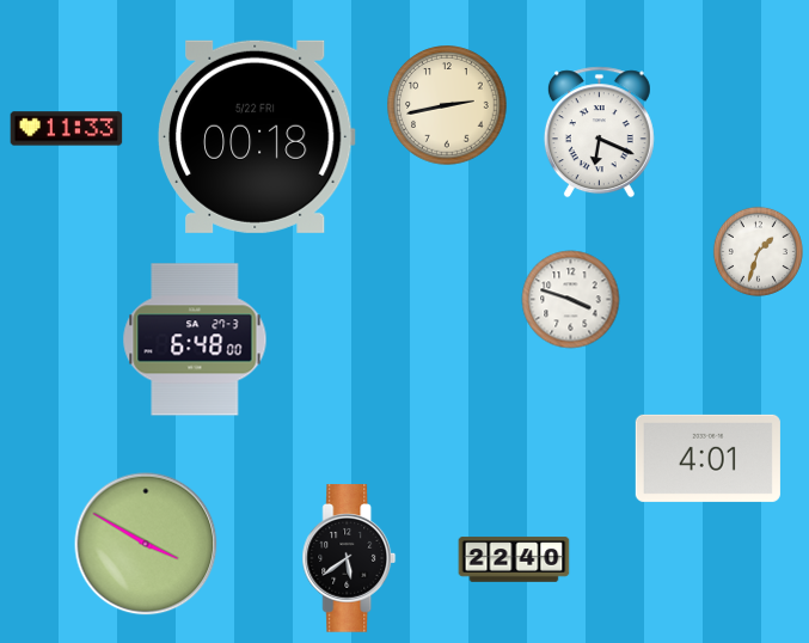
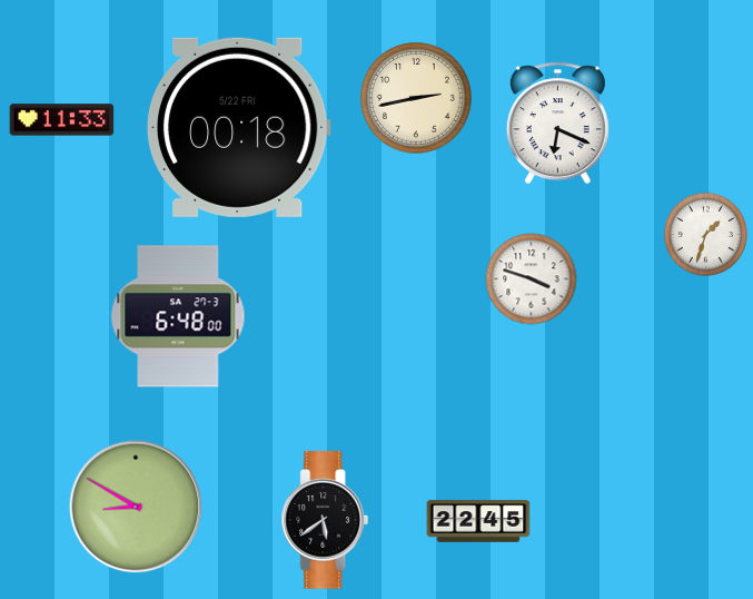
clock at (195, 339) position: (195, 339) -> (178, 316)
clock at (707, 458): 4:01 -> none
clock at (146, 544): 3:50 -> 8:50
clock at (514, 559): 22:40 -> 22:45
